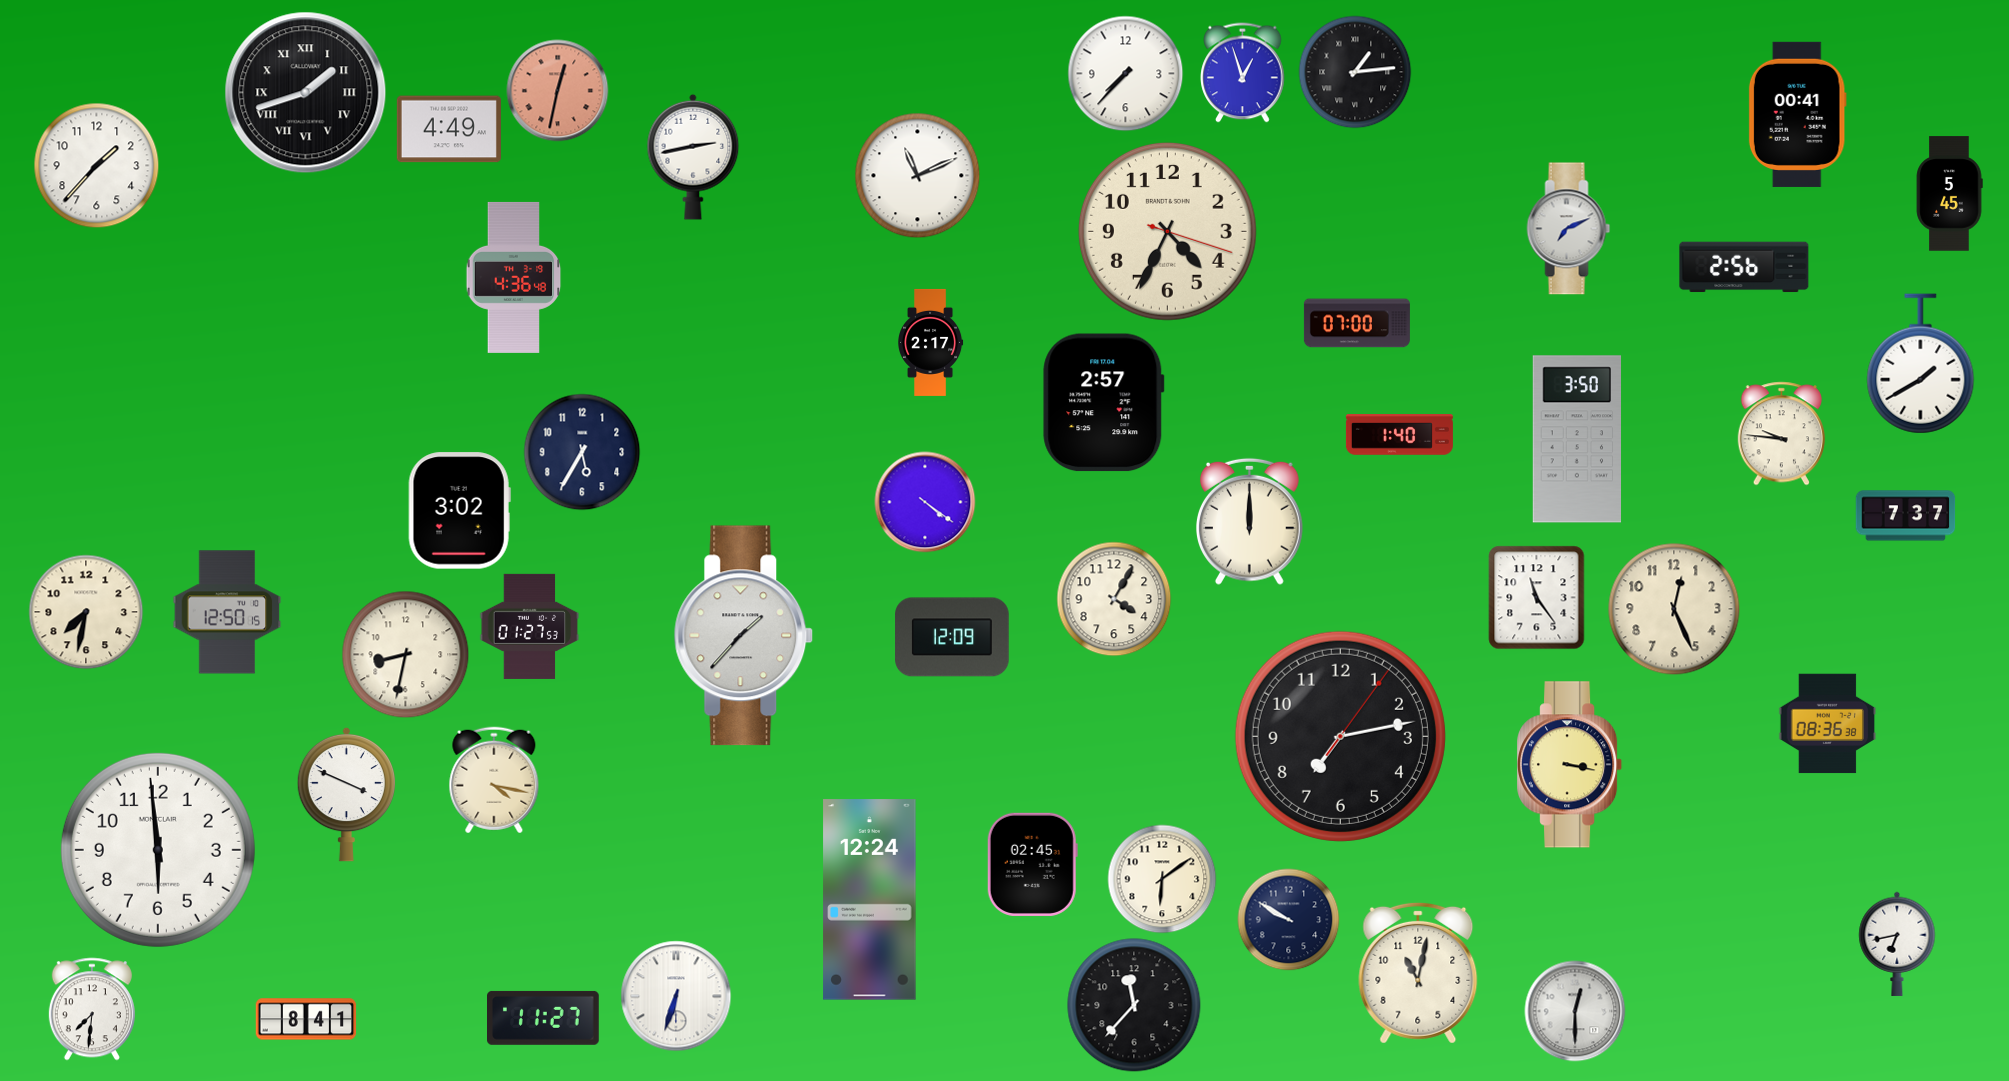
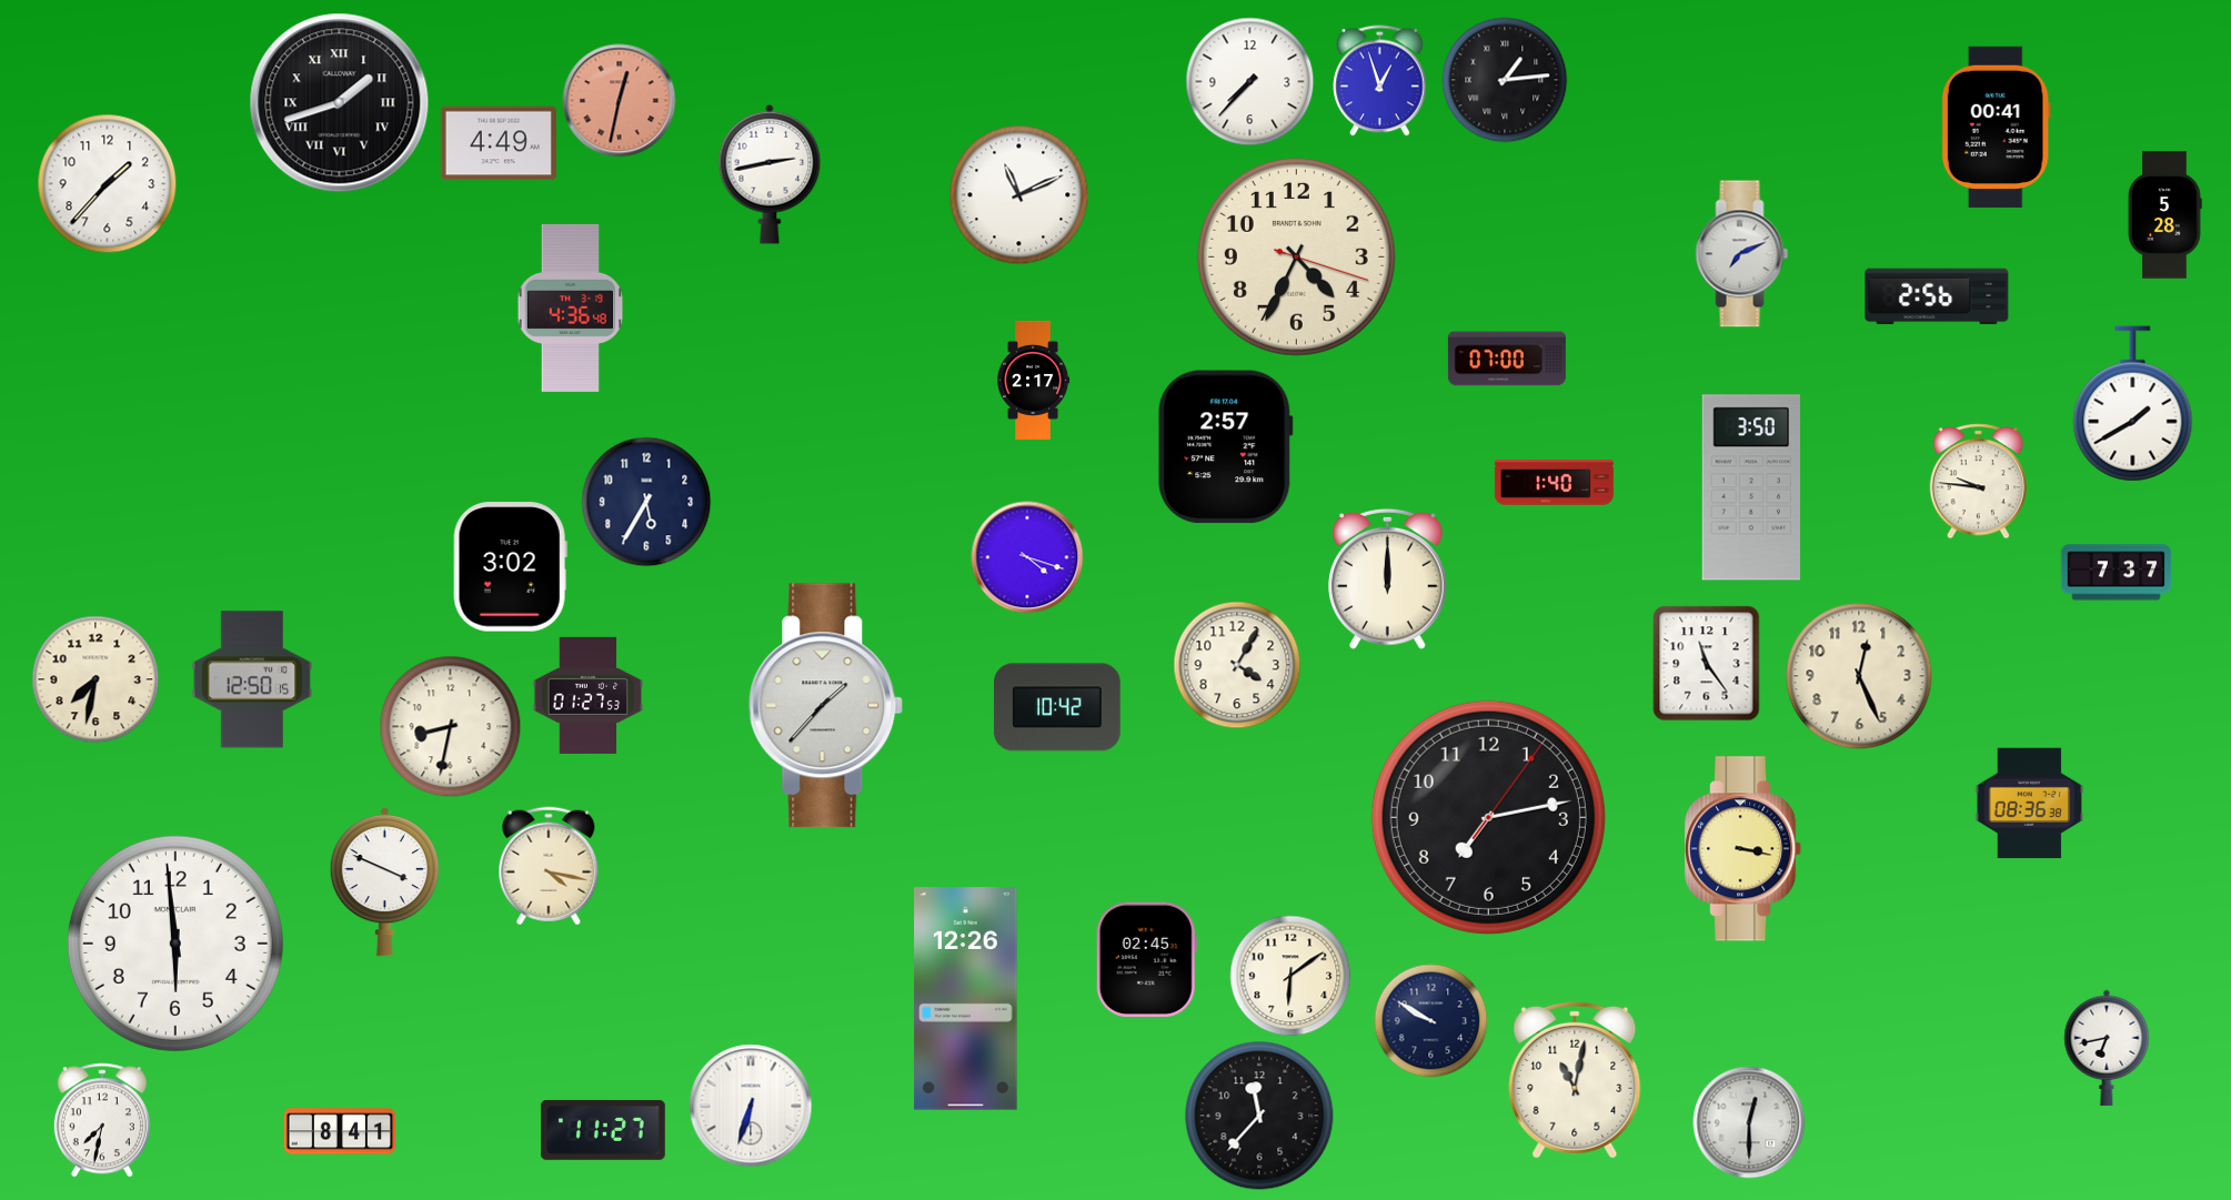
clock at (1949, 194): 5:45 -> 5:28
clock at (925, 502): 4:21 -> 4:18
clock at (952, 637): 12:09 -> 10:42
clock at (870, 900): 12:24 -> 12:26
clock at (92, 1009): 7:31 -> 7:32
